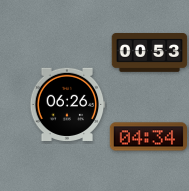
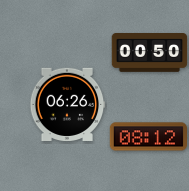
clock at (150, 53): 00:53 -> 00:50
clock at (148, 137): 04:34 -> 08:12
